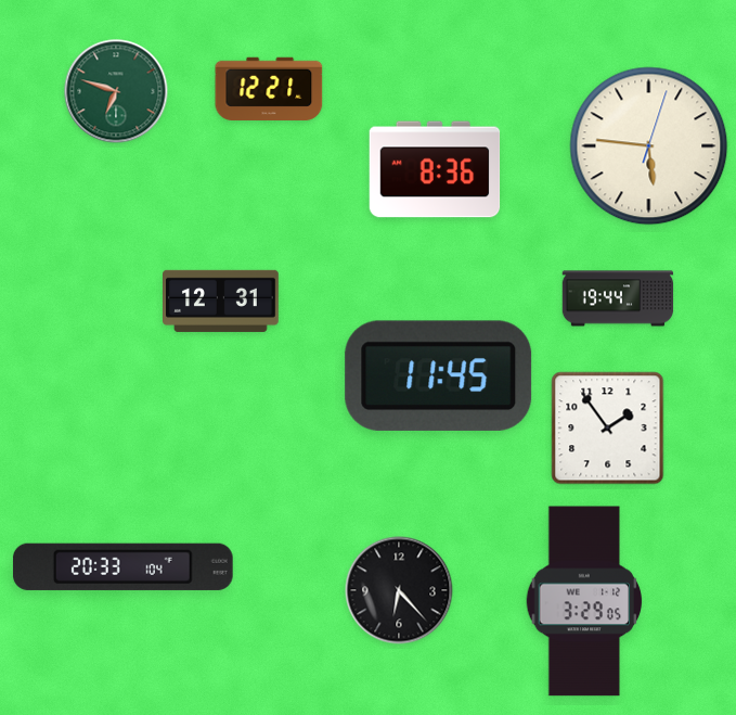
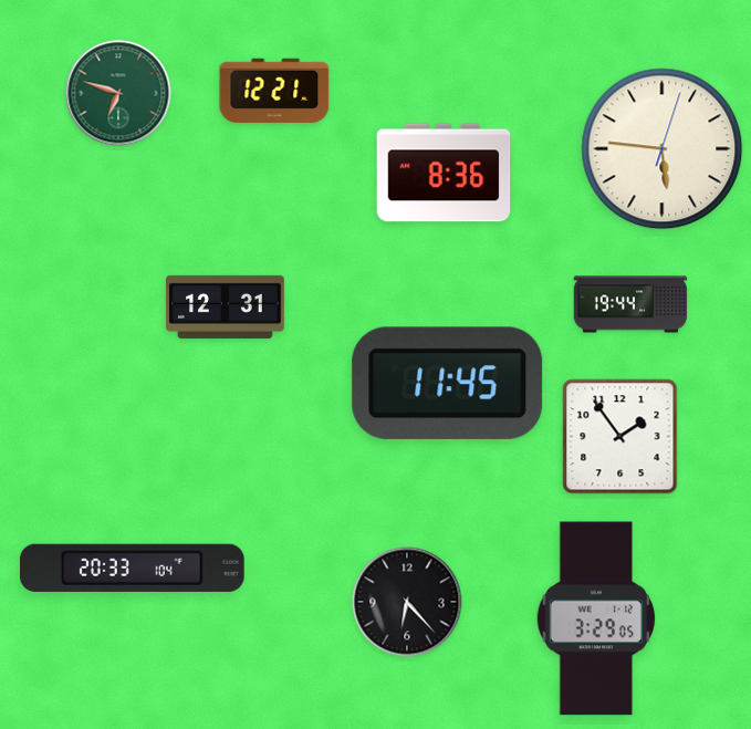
clock at (122, 566) position: (122, 566) -> (132, 567)
clock at (584, 601) position: (584, 601) -> (596, 618)
